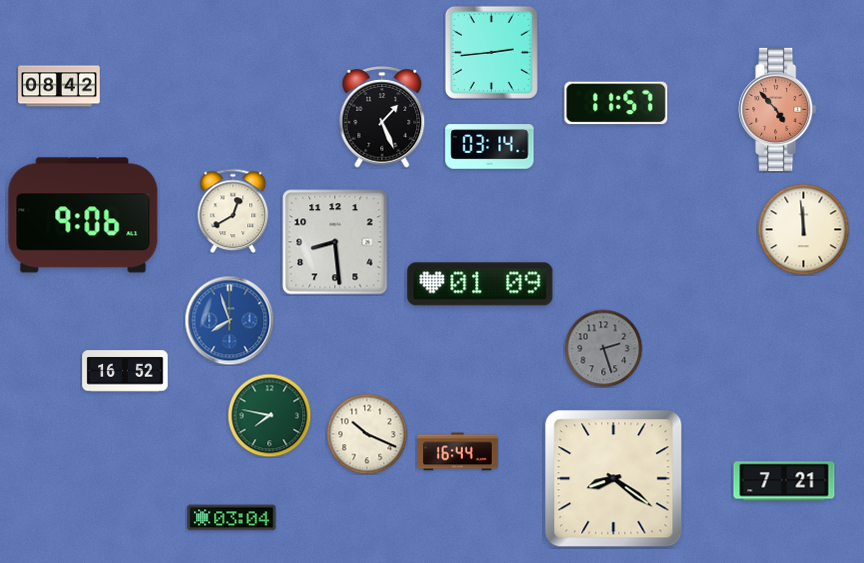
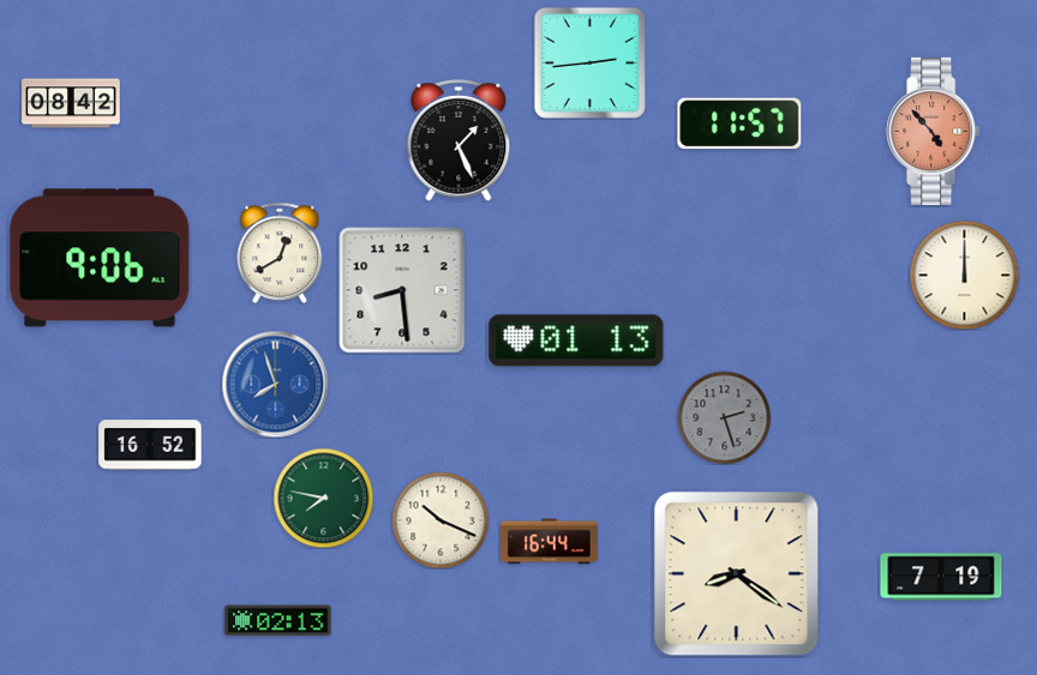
clock at (490, 147): 03:14 -> none
clock at (803, 229): 11:59 -> 12:00
clock at (480, 284): 01:09 -> 01:13
clock at (784, 481): 7:21 -> 7:19
clock at (232, 518): 03:04 -> 02:13
